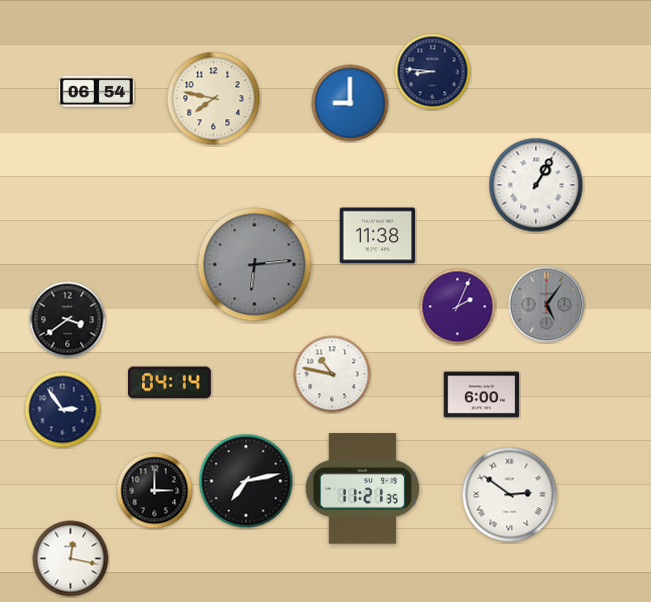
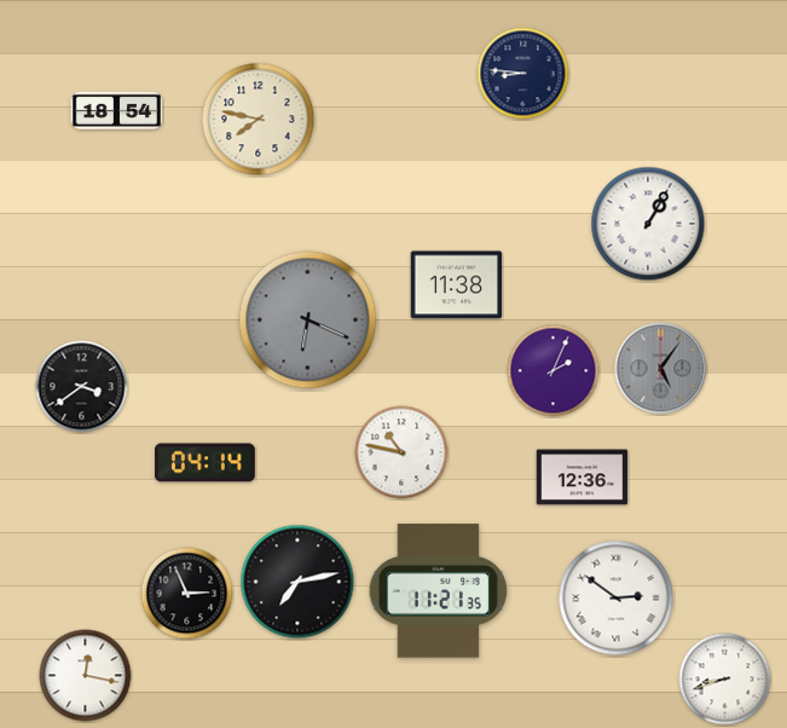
clock at (433, 72) position: (433, 72) -> (523, 74)
clock at (97, 91): 06:54 -> 18:54
clock at (350, 103): 9:00 -> none
clock at (255, 265): 6:14 -> 6:19
clock at (482, 395): 6:00 -> 12:36
clock at (63, 410): 2:54 -> none
clock at (155, 491): 3:00 -> 2:56
clock at (725, 680): none -> 8:42
